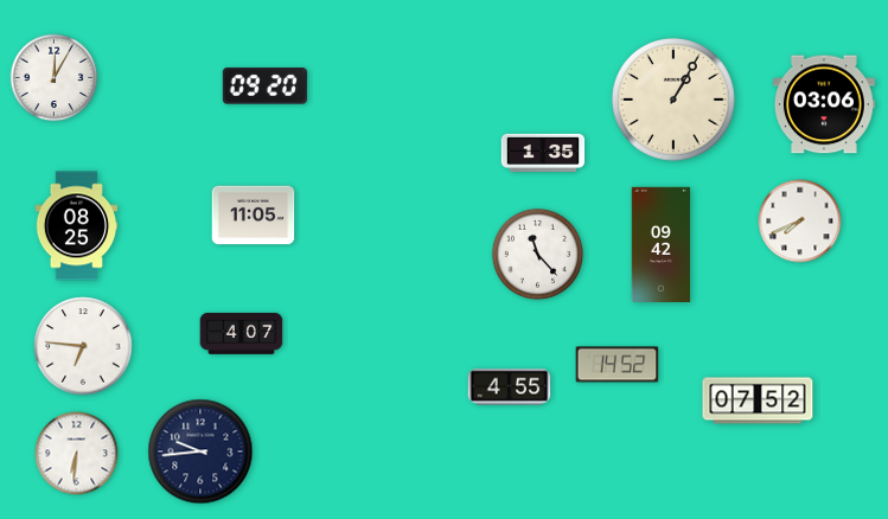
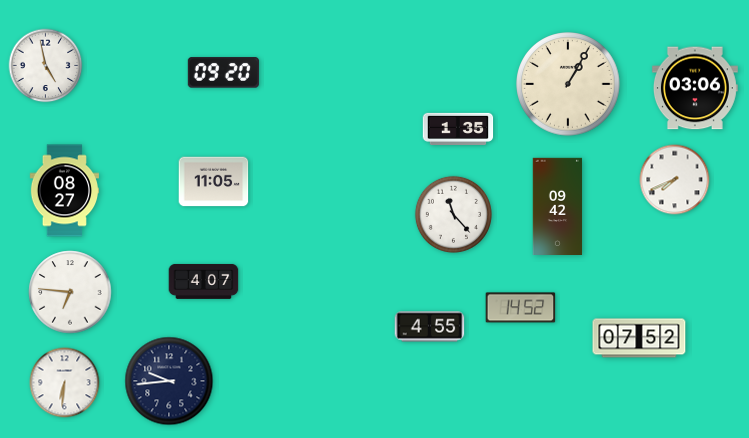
clock at (55, 78): 12:05 -> 4:58
clock at (800, 222) position: (800, 222) -> (675, 180)
clock at (76, 226): 08:25 -> 08:27
